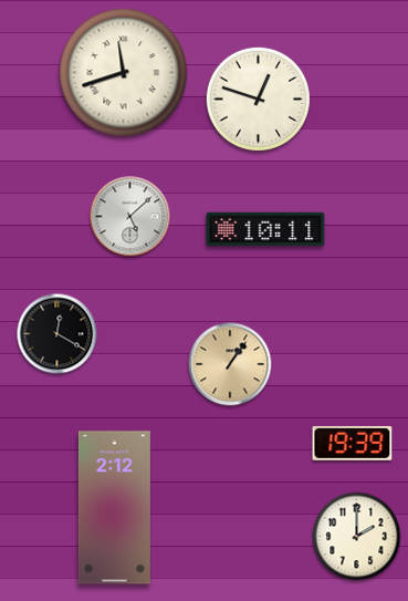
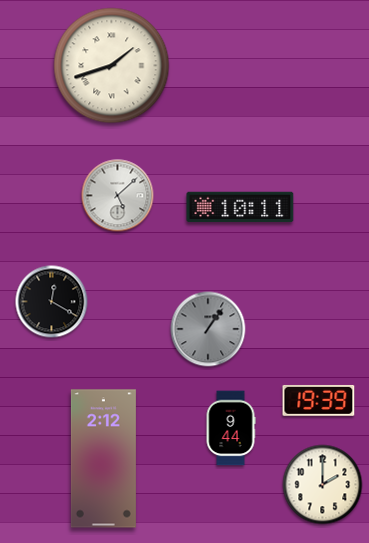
clock at (124, 73): 11:42 -> 1:42
clock at (258, 99): 12:48 -> none
clock at (230, 364) dial: champagne -> grey
clock at (231, 428): none -> 9:44
